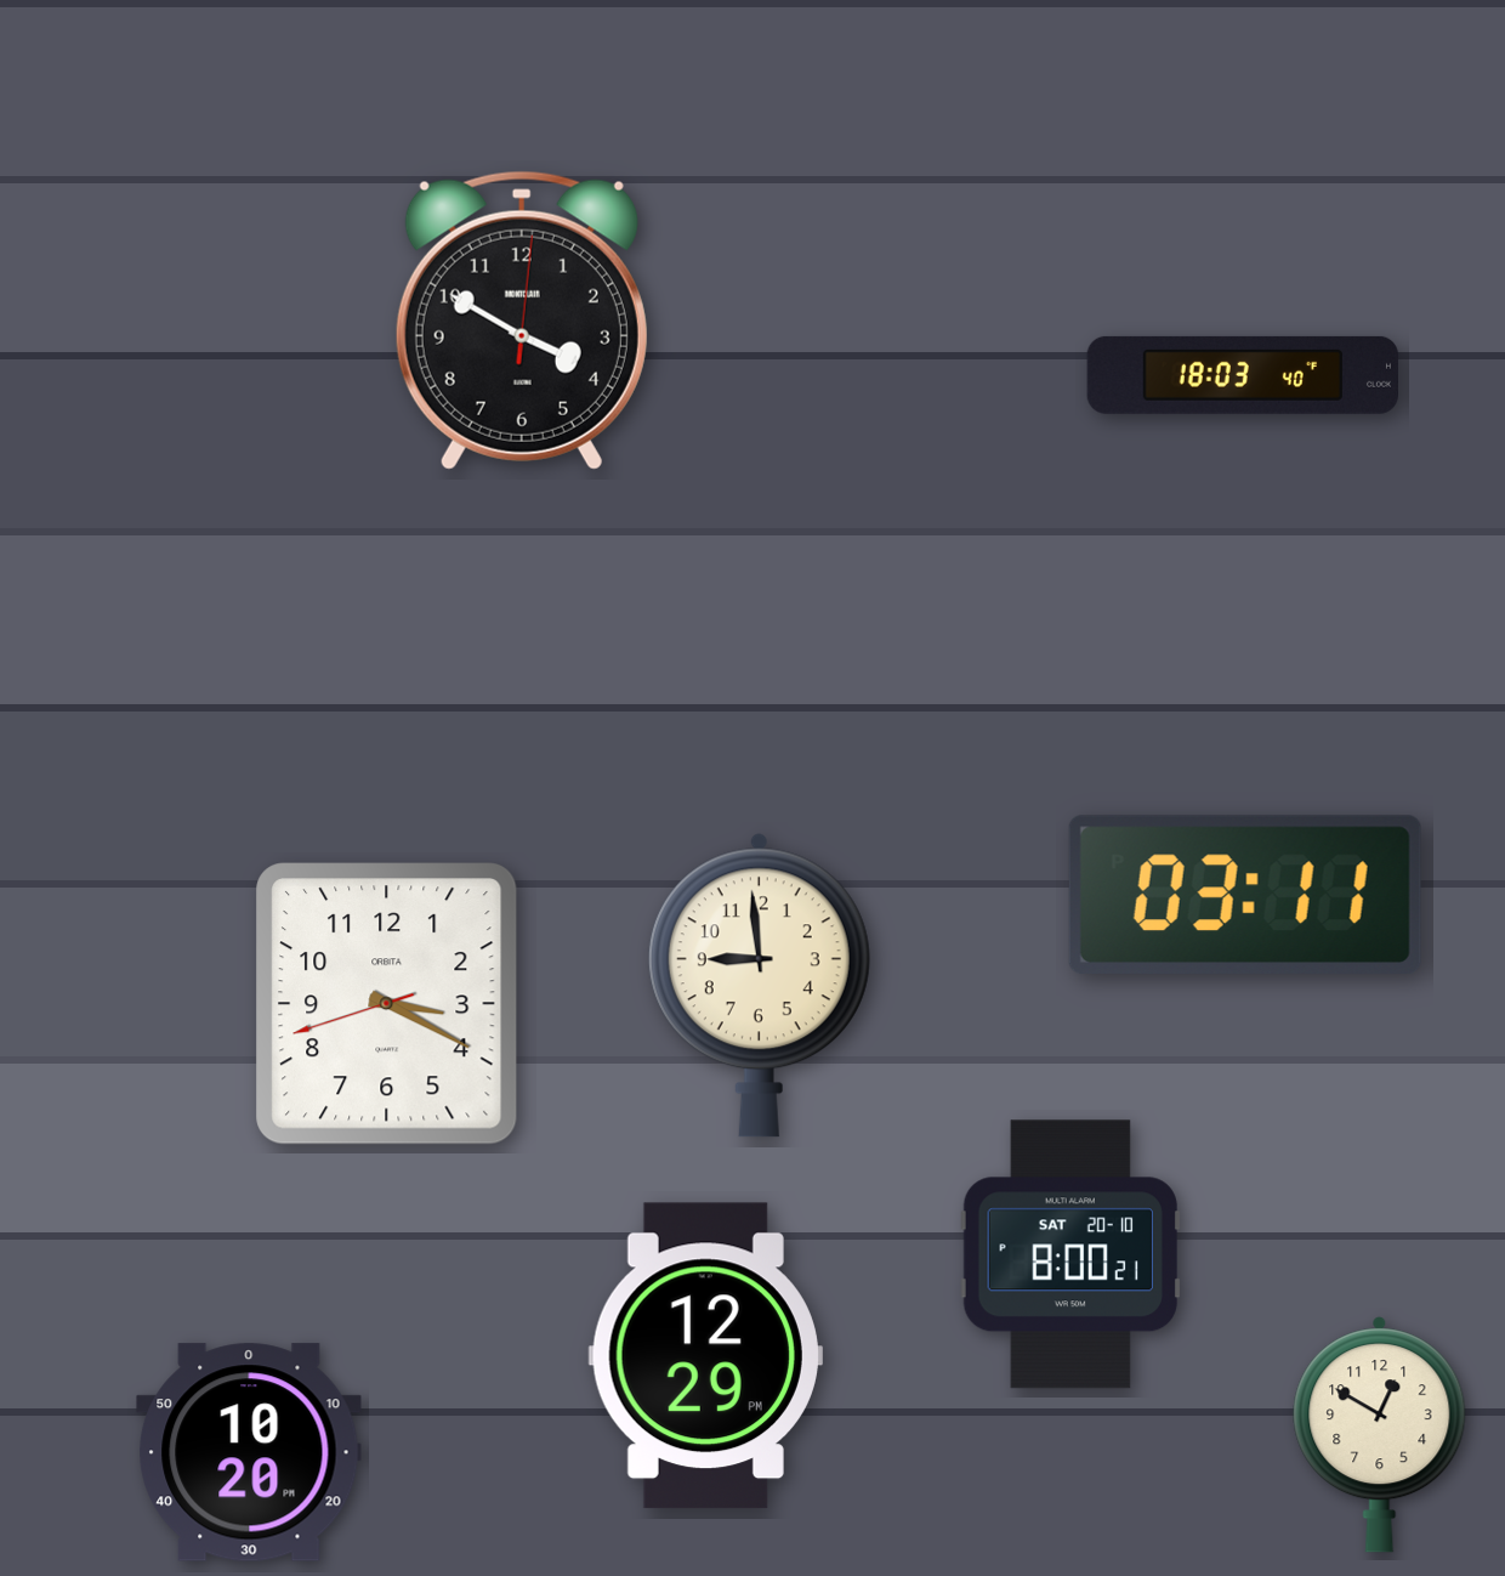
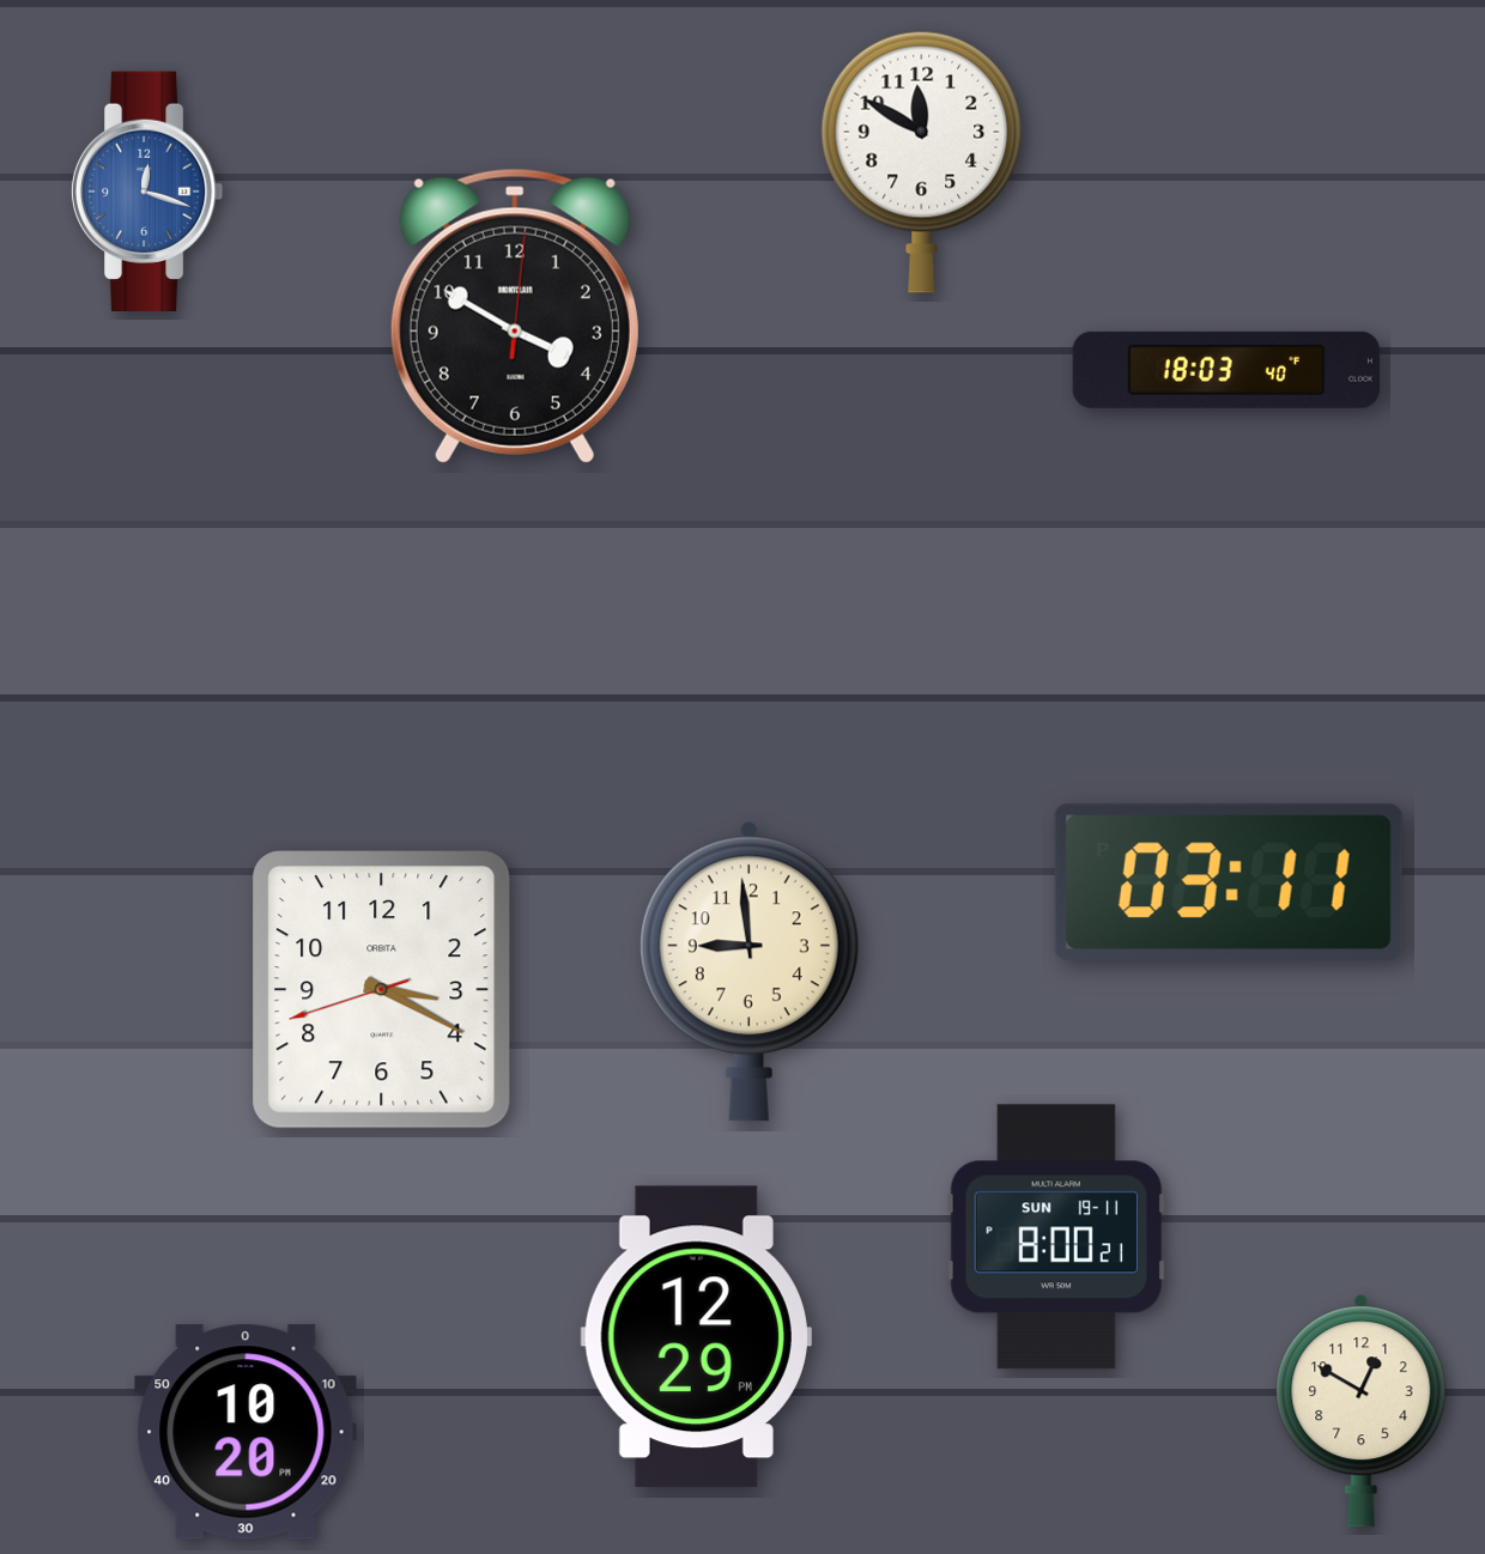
clock at (922, 162): none -> 11:50
clock at (147, 190): none -> 12:18
clock at (1070, 1254) date: SAT 20-10 -> SUN 19-11
clock at (1380, 1435) position: (1380, 1435) -> (1362, 1412)
